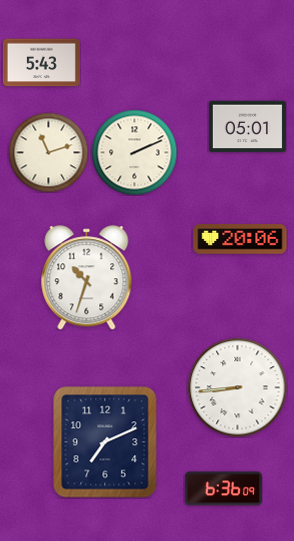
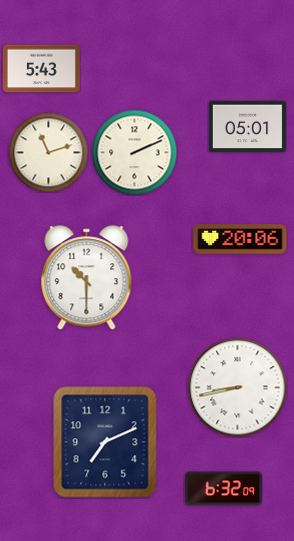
clock at (41, 63) position: (41, 63) -> (41, 69)
clock at (87, 278): 10:33 -> 10:30
clock at (238, 388): 8:44 -> 8:43
clock at (223, 489): 6:36 -> 6:32
